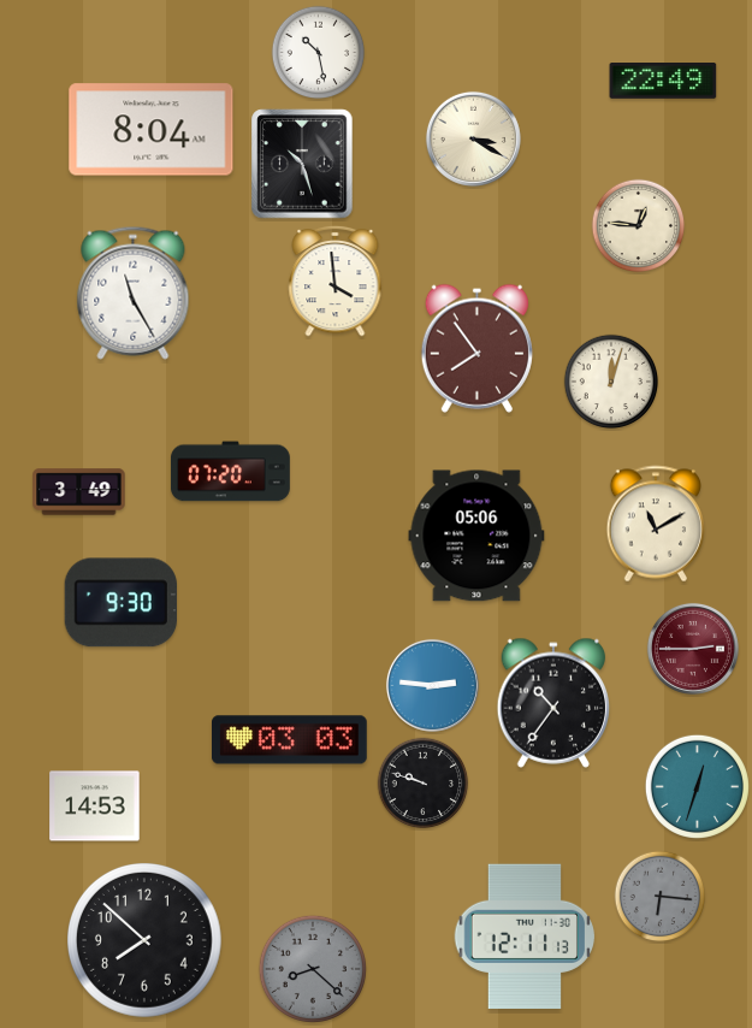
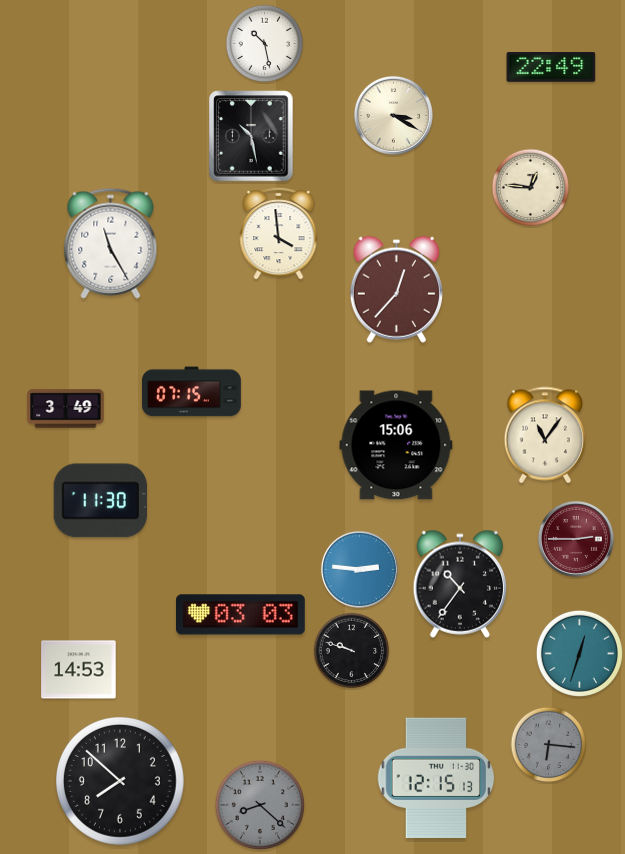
clock at (152, 130): 8:04 -> none
clock at (302, 164): 10:27 -> 10:28
clock at (476, 348): 7:54 -> 12:37
clock at (611, 382): 12:03 -> none
clock at (230, 472): 07:20 -> 07:15
clock at (655, 524): 11:10 -> 11:06
clock at (476, 536): 05:06 -> 15:06
clock at (120, 603): 9:30 -> 11:30
clock at (525, 937): 12:11 -> 12:15
